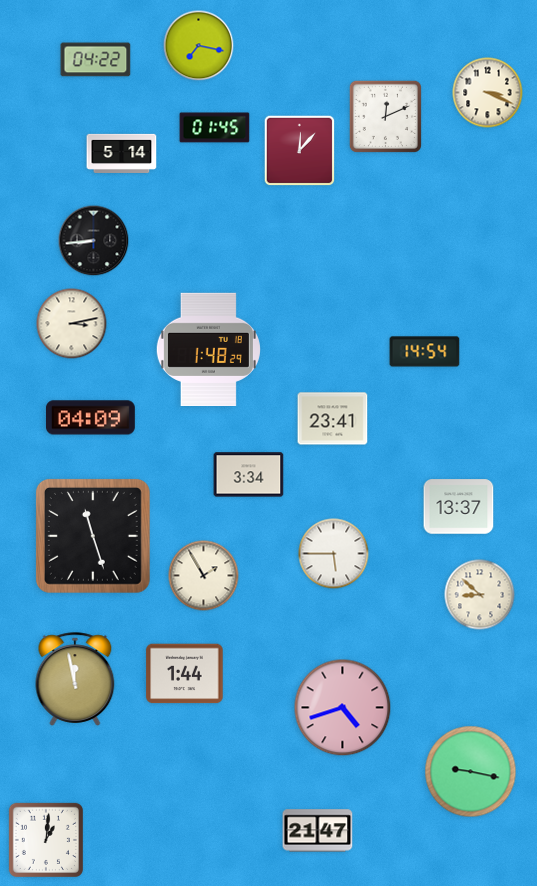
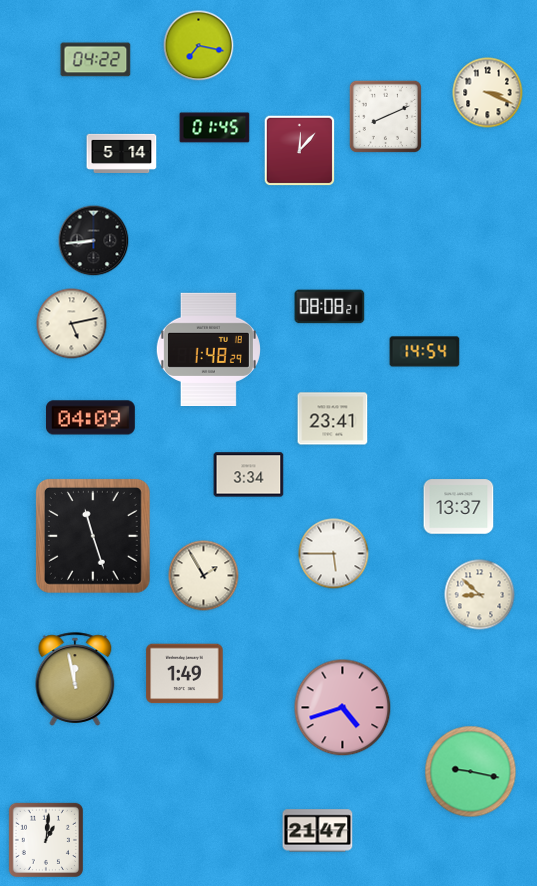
clock at (385, 116): 12:11 -> 8:11
clock at (330, 307): none -> 08:08
clock at (72, 324): 3:13 -> 5:13
clock at (185, 674): 1:44 -> 1:49
